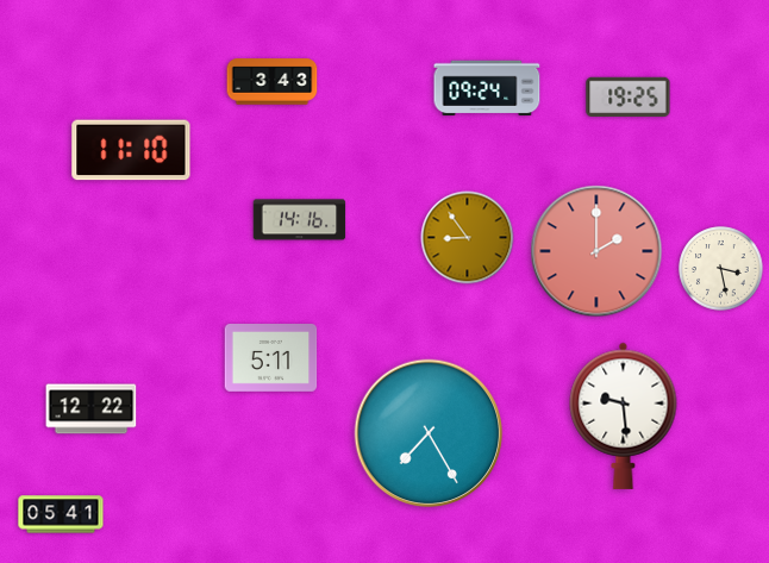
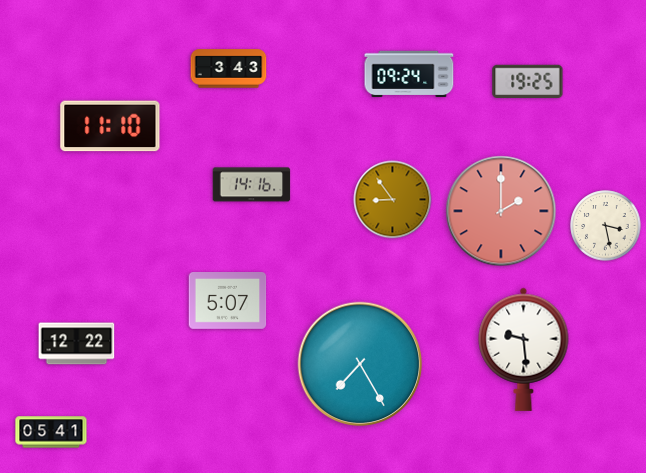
clock at (271, 358): 5:11 -> 5:07
